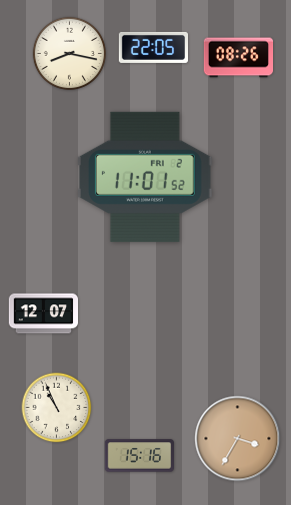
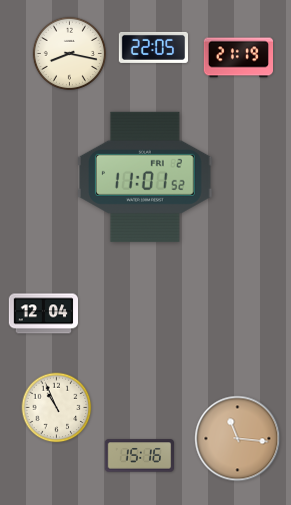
clock at (239, 58): 08:26 -> 21:19
clock at (43, 314): 12:07 -> 12:04
clock at (238, 439): 3:35 -> 11:16
